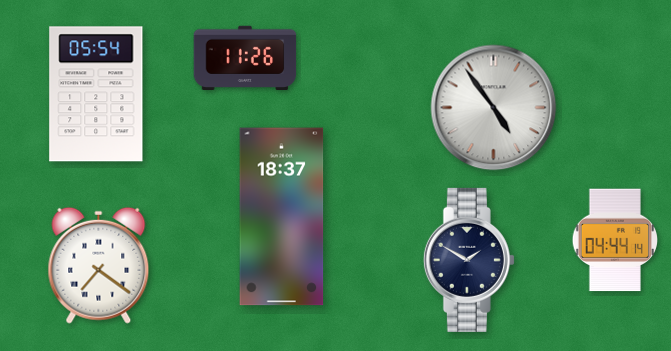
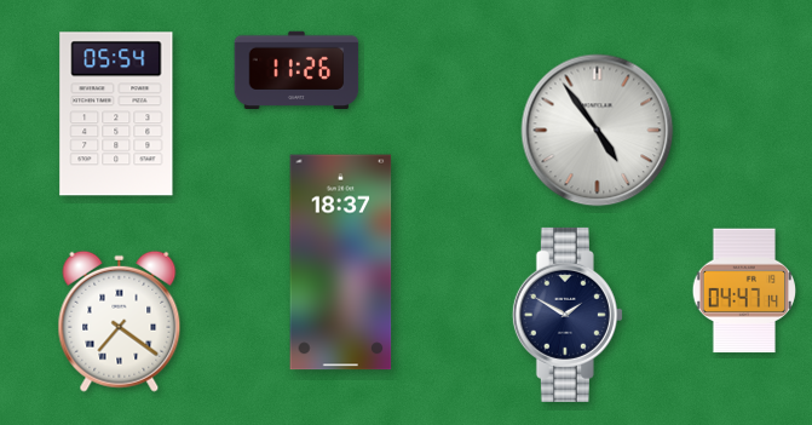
clock at (615, 240): 04:44 -> 04:47
